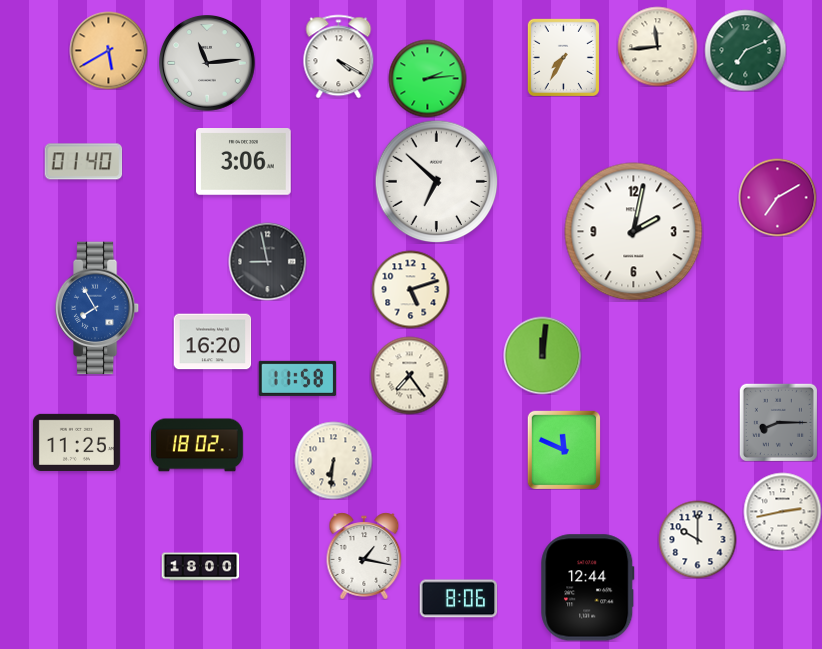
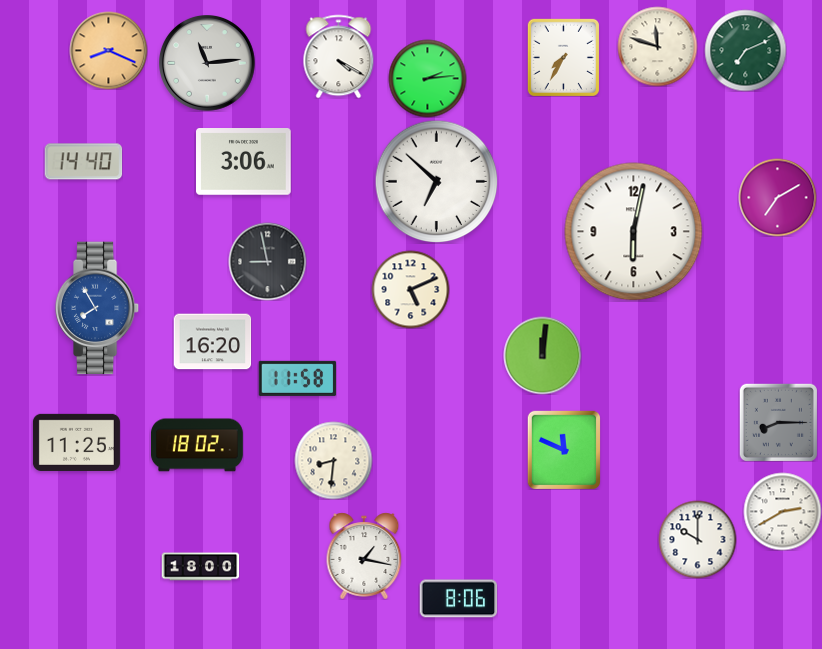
clock at (657, 46): 11:44 -> 11:48
clock at (108, 50): 5:40 -> 8:19
clock at (83, 162): 01:40 -> 14:40
clock at (634, 232): 2:02 -> 6:02
clock at (410, 289): 5:12 -> 5:11
clock at (409, 375): 7:24 -> none
clock at (333, 460): 6:31 -> 8:31
clock at (782, 511): 2:43 -> 2:40
clock at (588, 588): 12:44 -> none
